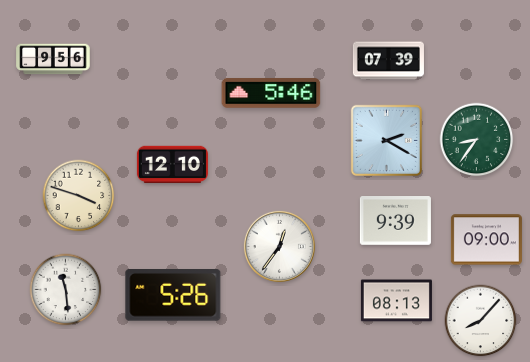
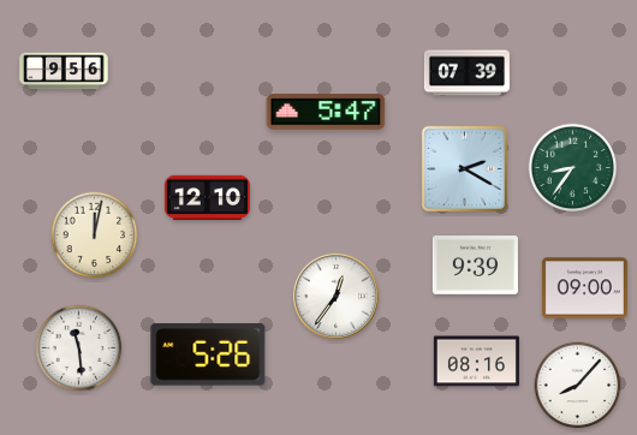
clock at (271, 93): 5:46 -> 5:47
clock at (79, 196): 3:48 -> 12:02
clock at (396, 301): 08:13 -> 08:16
